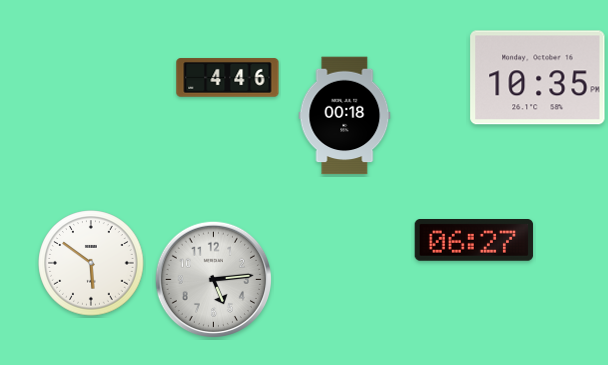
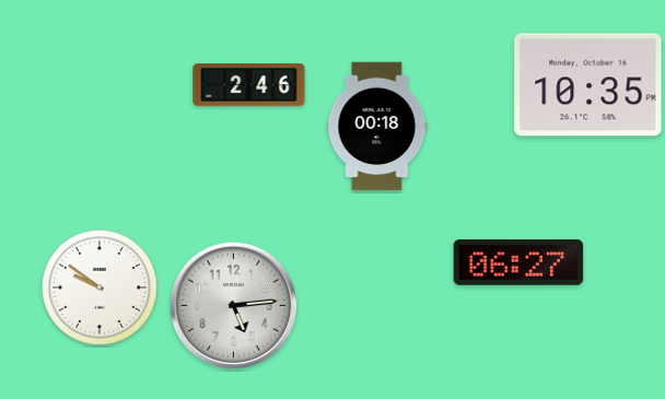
clock at (228, 78): 4:46 -> 2:46
clock at (91, 263): 5:51 -> 9:51
